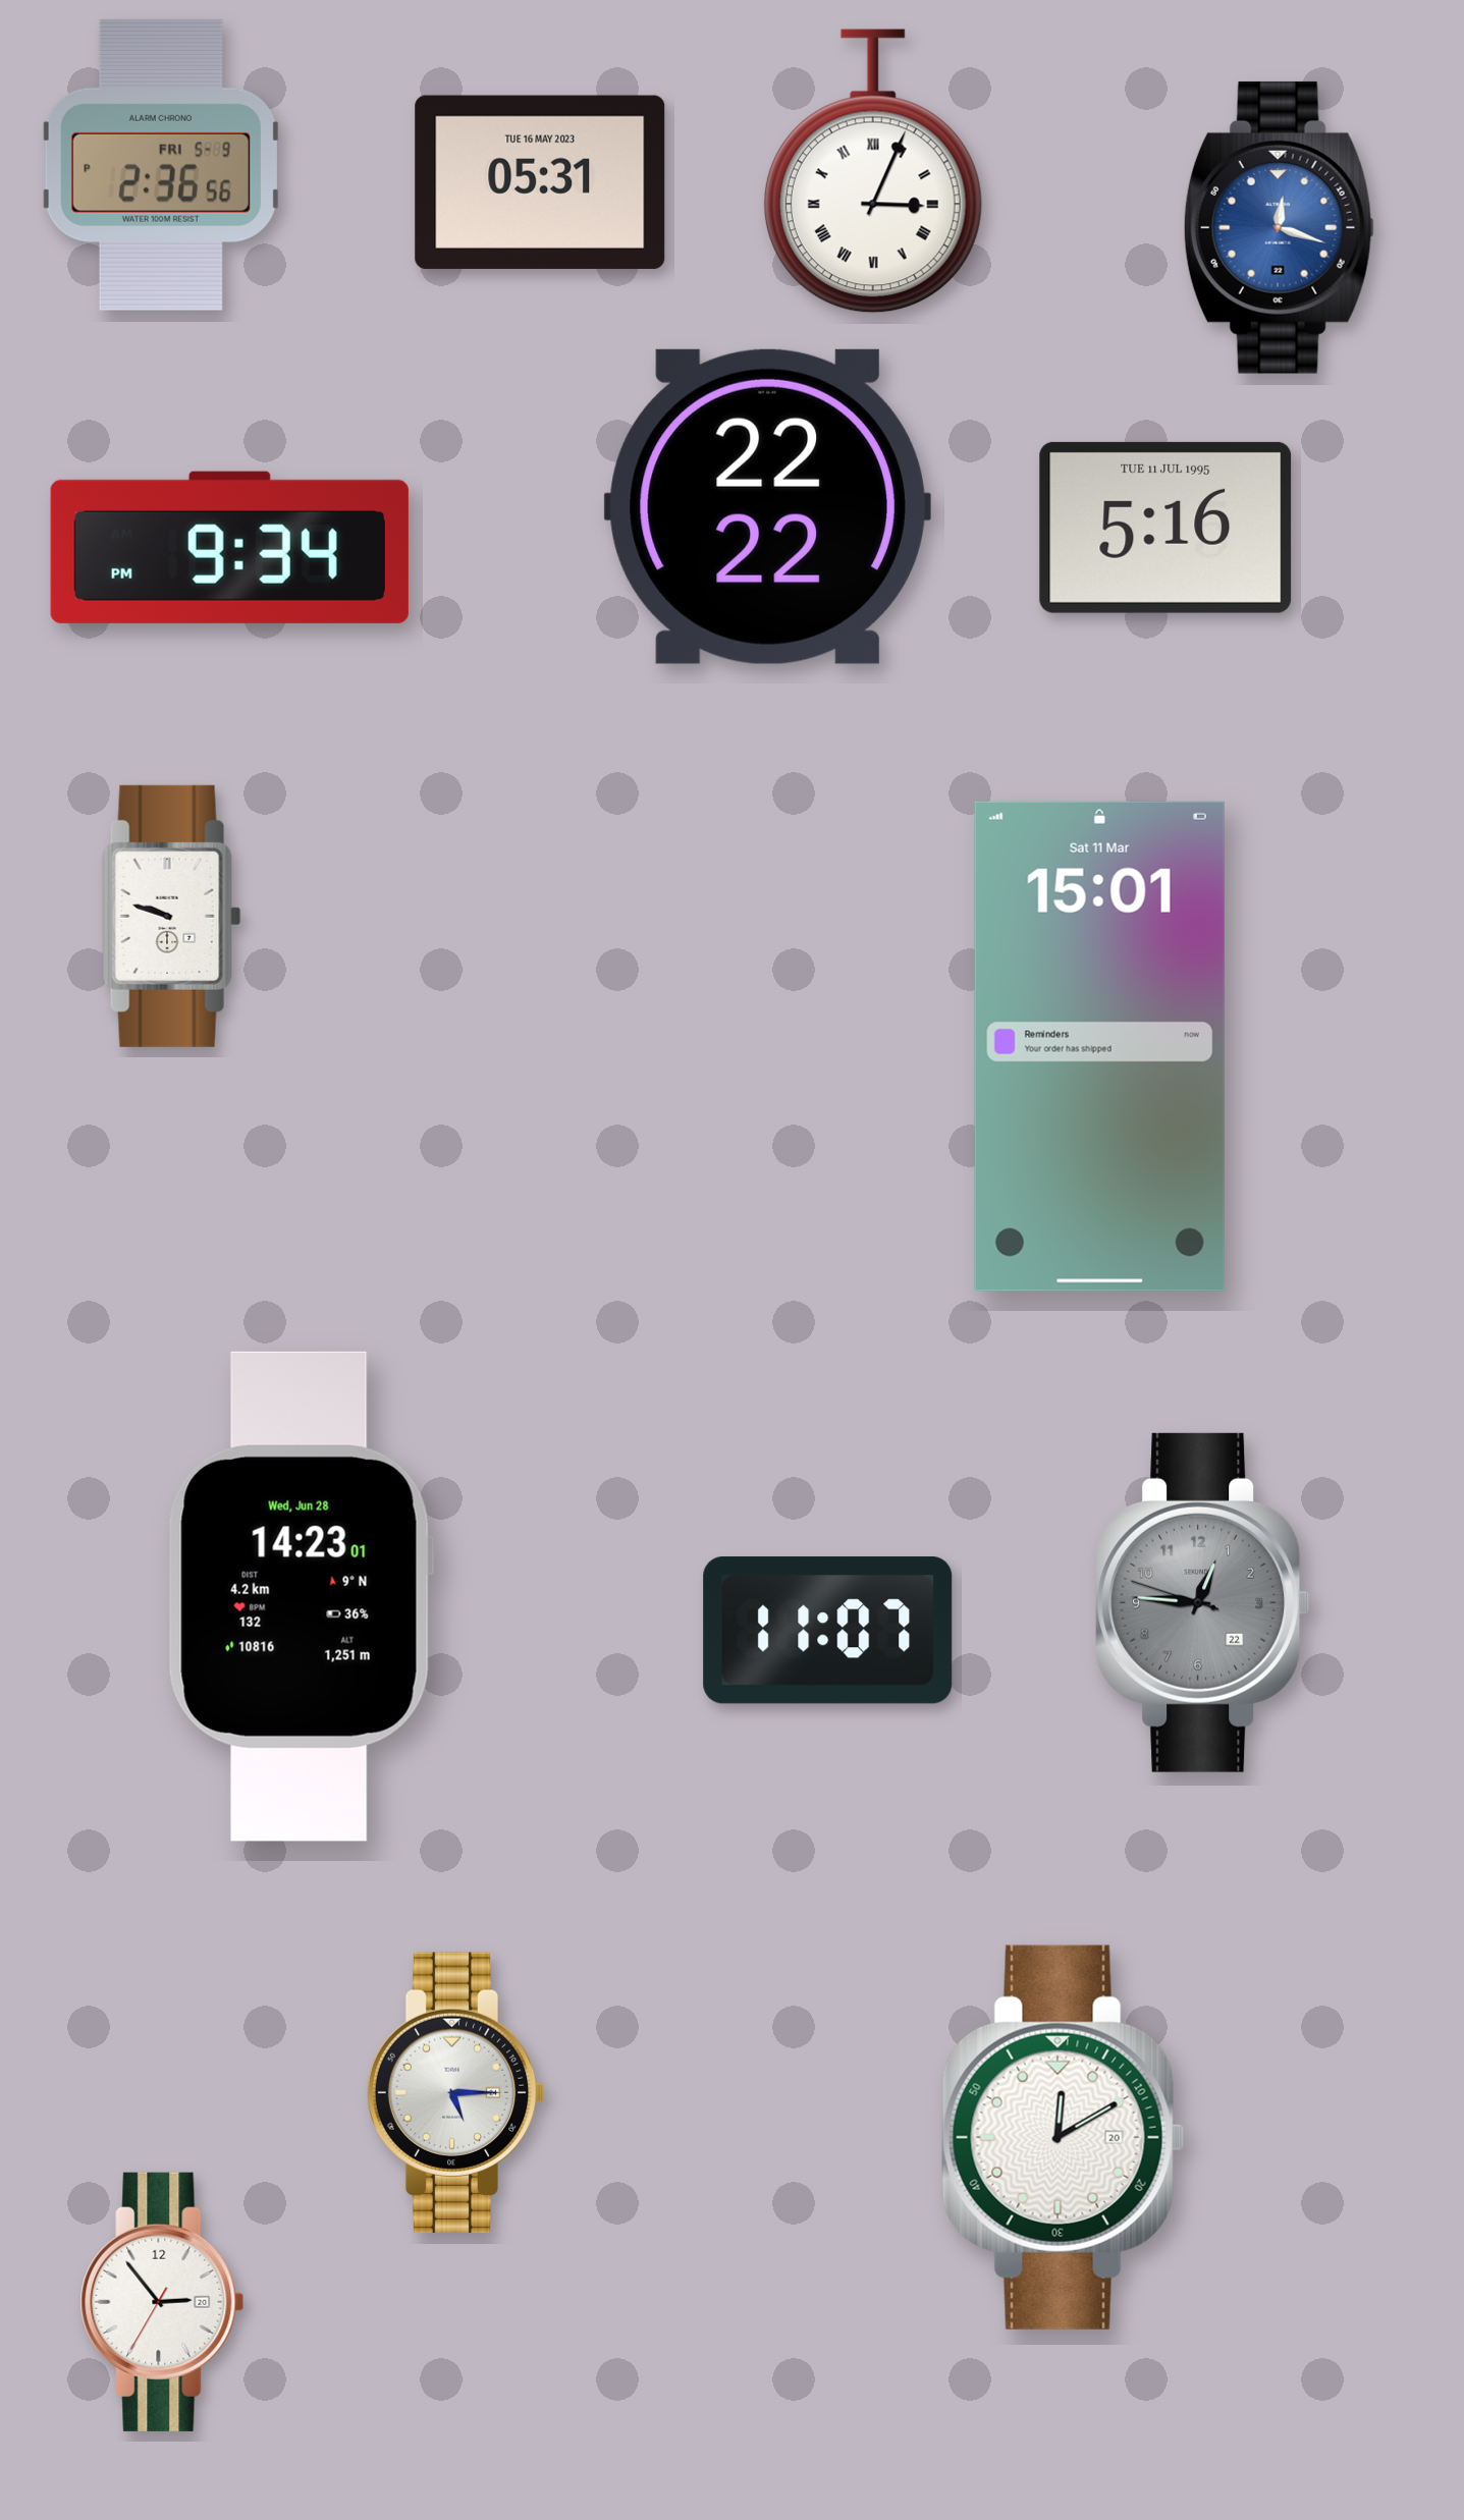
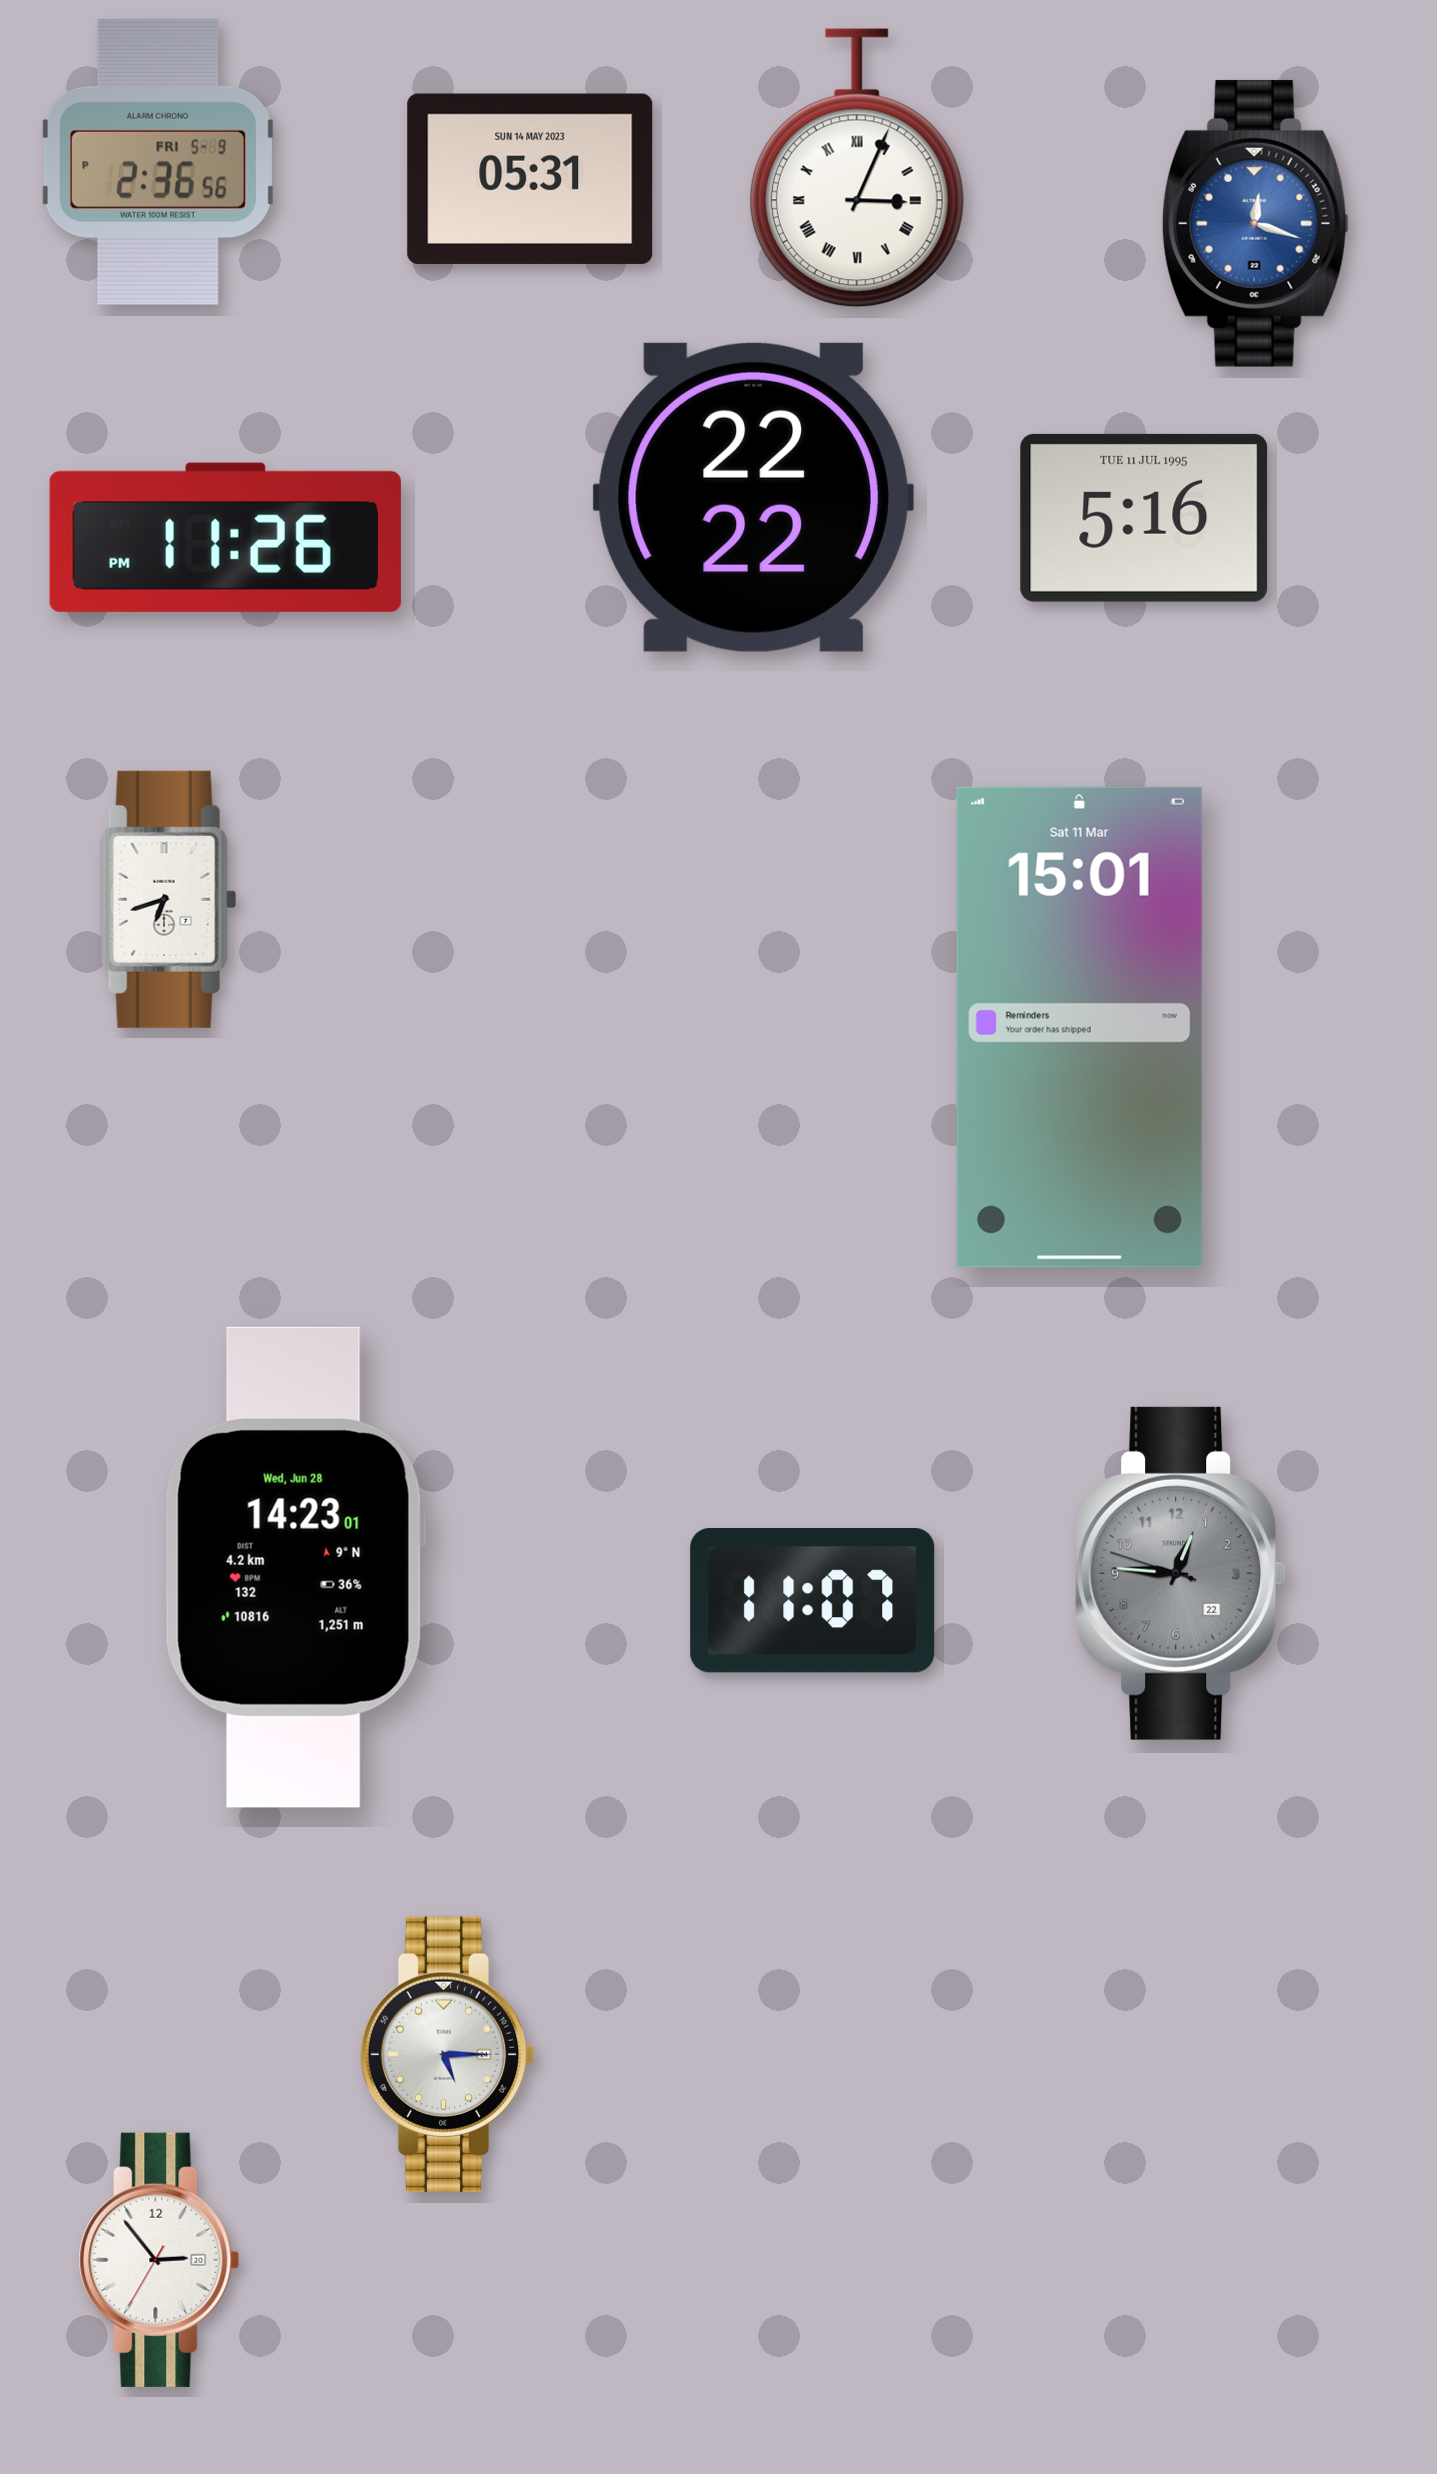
clock at (540, 182) date: TUE 16 MAY 2023 -> SUN 14 MAY 2023
clock at (229, 547): 9:34 -> 11:26
clock at (172, 916): 9:48 -> 6:42
clock at (1064, 2137): 12:10 -> none
